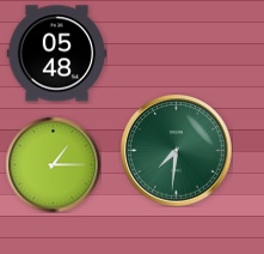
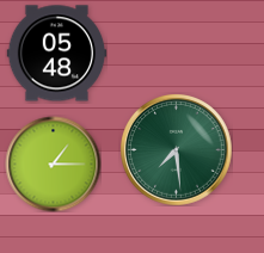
clock at (177, 151): 7:31 -> 7:29
